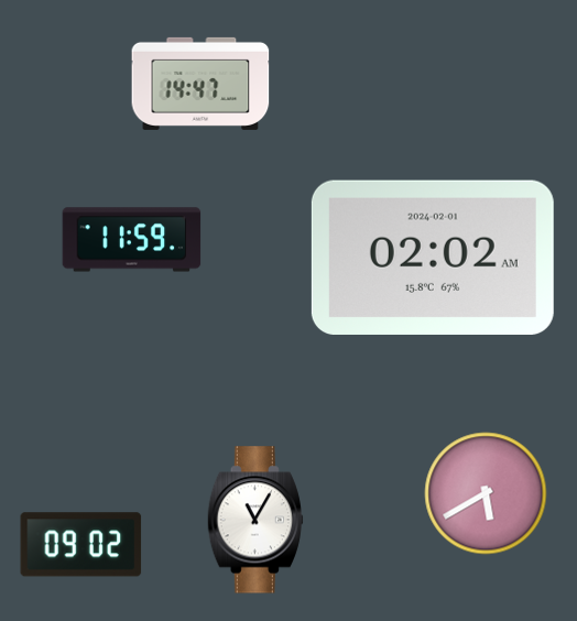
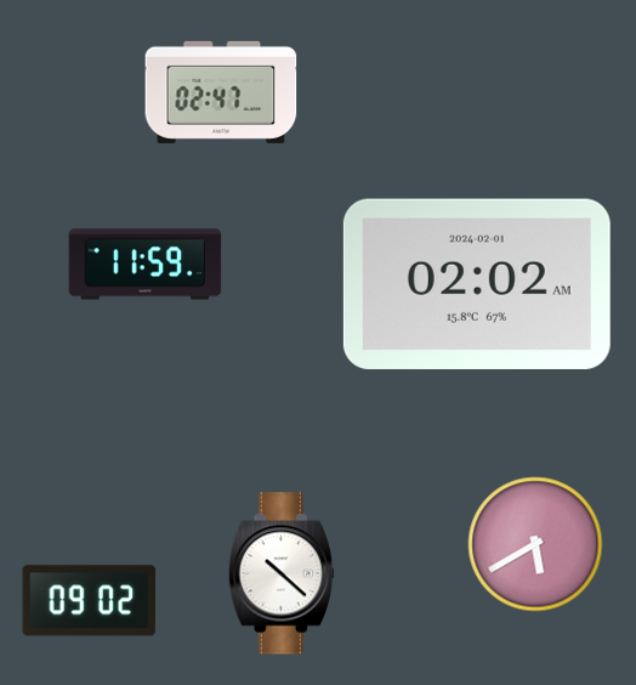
clock at (200, 84): 14:47 -> 02:47
clock at (255, 520): 11:05 -> 10:22
